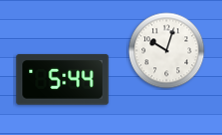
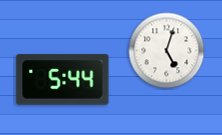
clock at (167, 51): 10:03 -> 5:03
